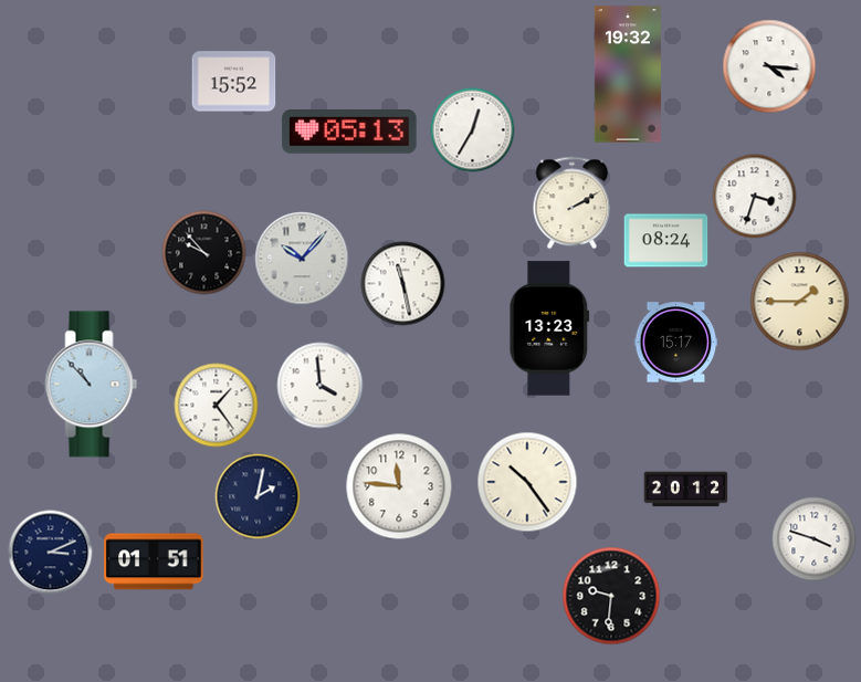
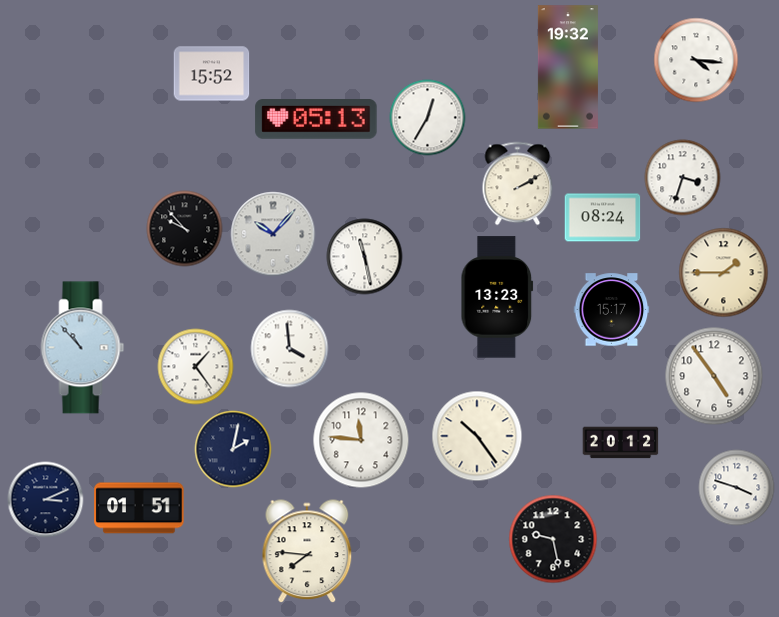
clock at (714, 376): none -> 4:54
clock at (611, 596): 9:31 -> 9:28
clock at (307, 552): none -> 7:46
